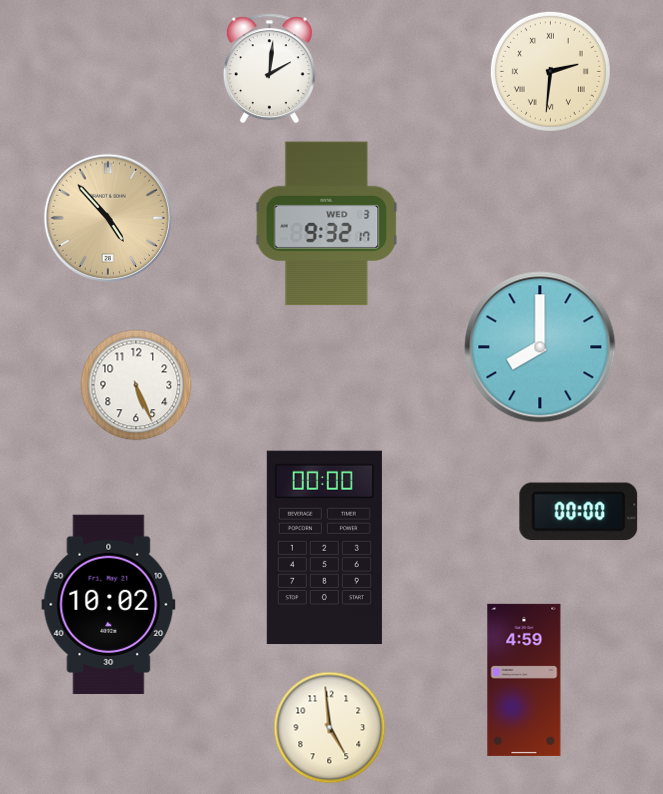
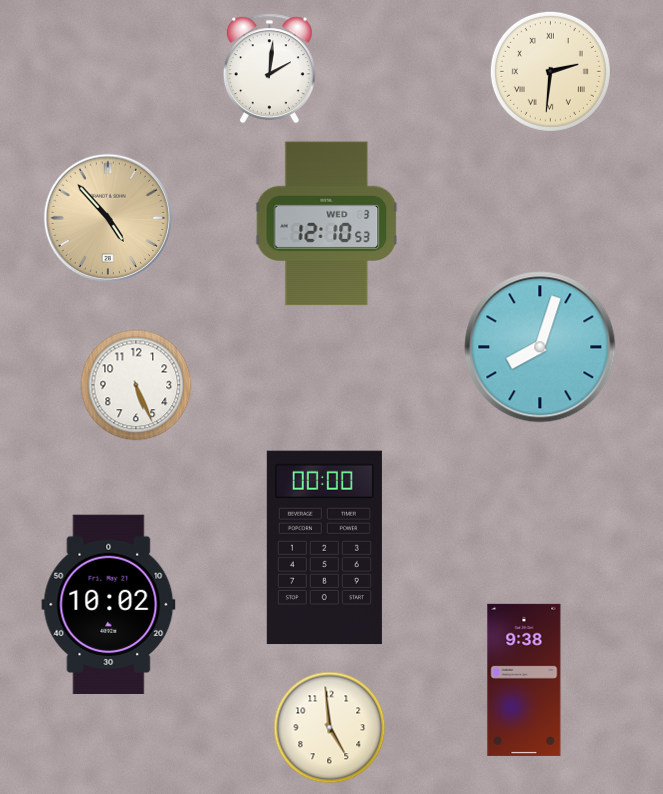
clock at (327, 224): 9:32 -> 12:10
clock at (540, 347): 8:00 -> 8:03
clock at (579, 511): 00:00 -> none
clock at (524, 680): 4:59 -> 9:38
